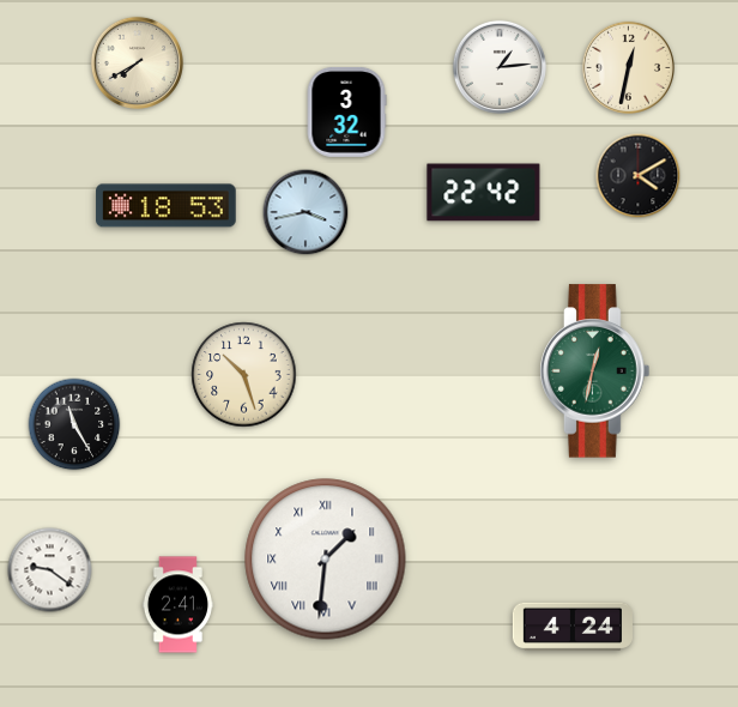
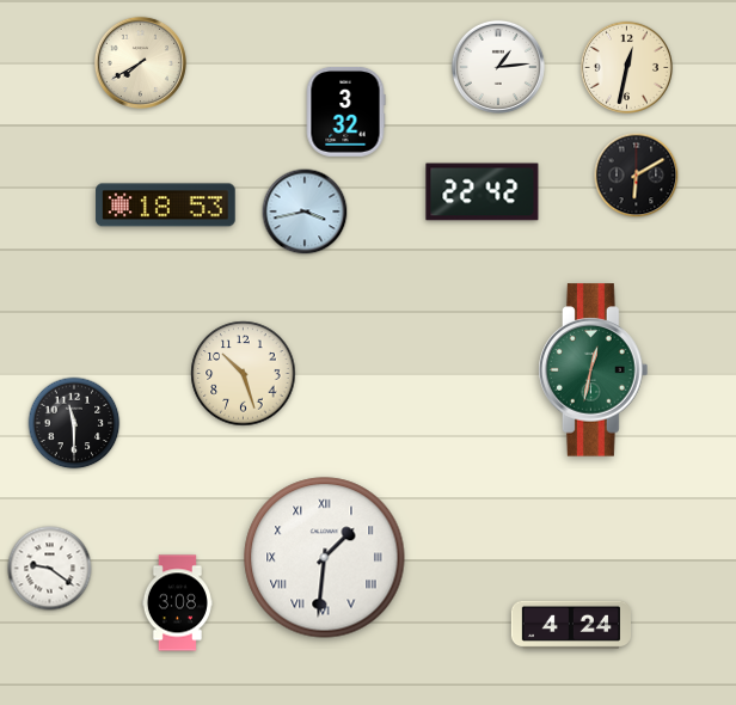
clock at (137, 62) position: (137, 62) -> (140, 62)
clock at (639, 176): 4:10 -> 6:10
clock at (74, 424): 11:25 -> 11:30
clock at (177, 605): 2:41 -> 3:08
